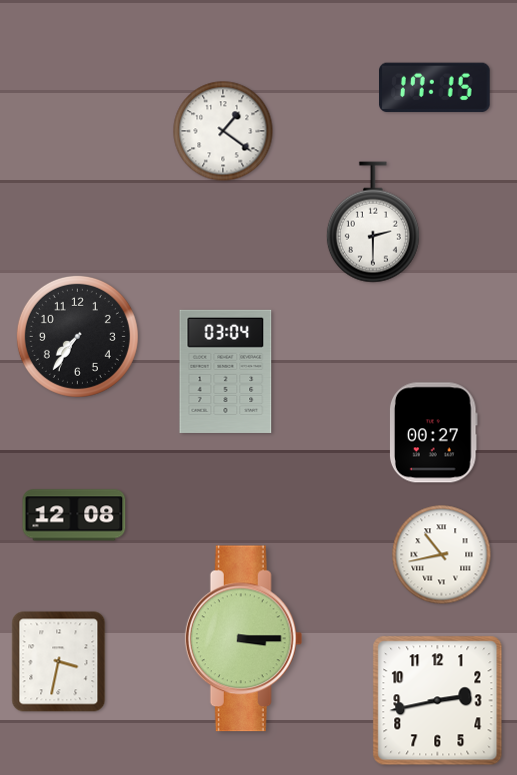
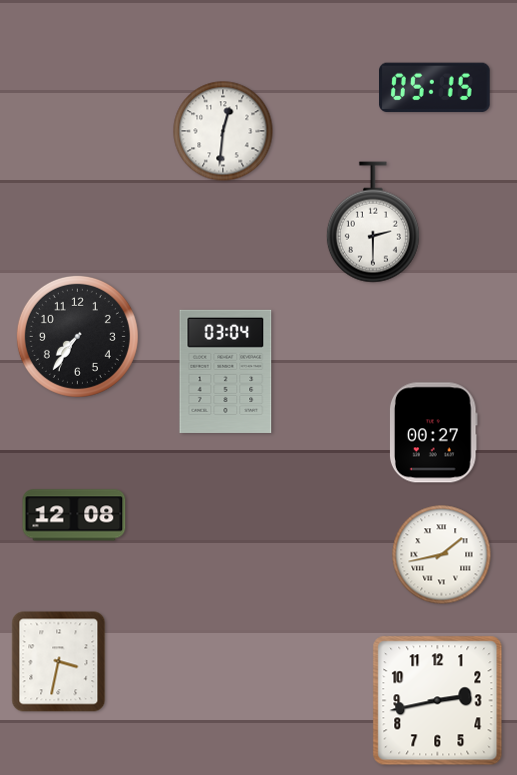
clock at (435, 88): 17:15 -> 05:15
clock at (223, 131): 1:21 -> 12:31
clock at (442, 555): 10:43 -> 1:43
clock at (244, 639): 3:15 -> none
